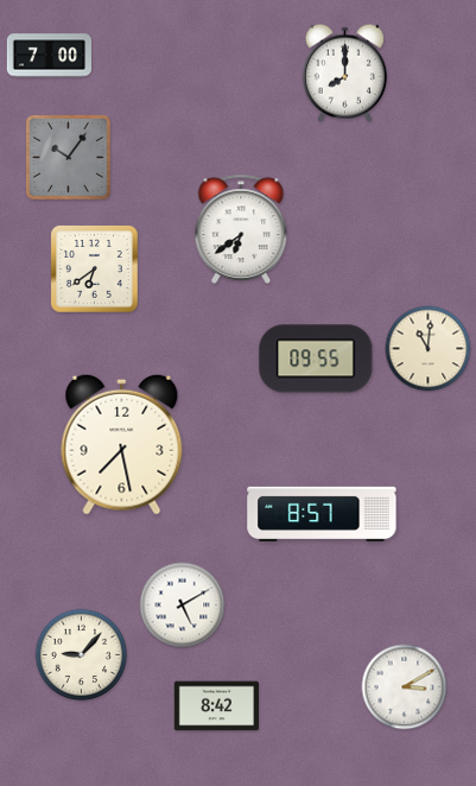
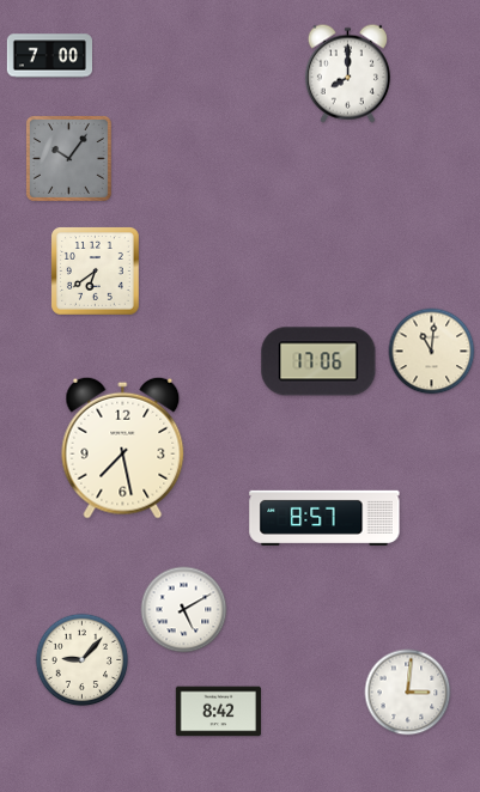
clock at (241, 229): 6:39 -> none
clock at (316, 359): 09:55 -> 17:06
clock at (405, 687): 3:10 -> 3:01
